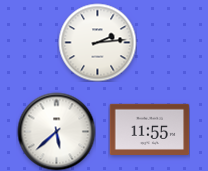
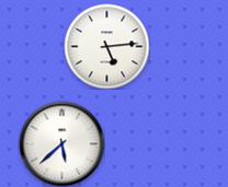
clock at (97, 42): 2:14 -> 5:14
clock at (149, 129): 11:55 -> none
